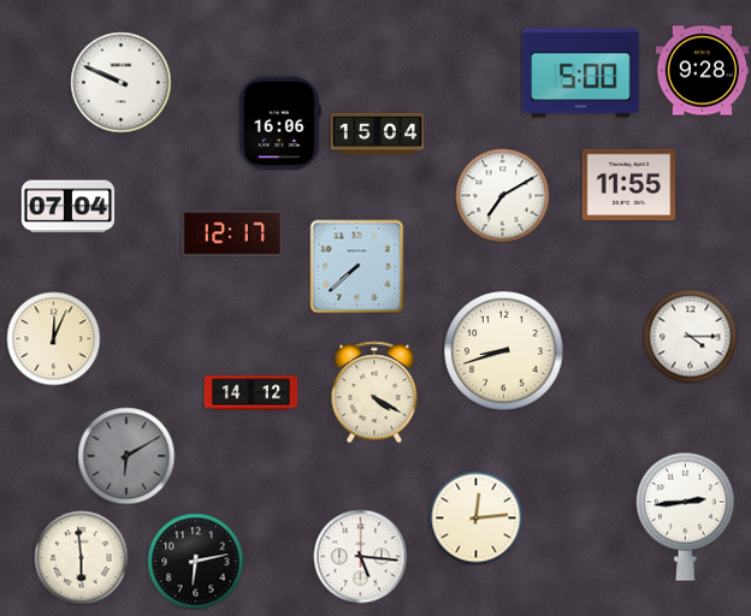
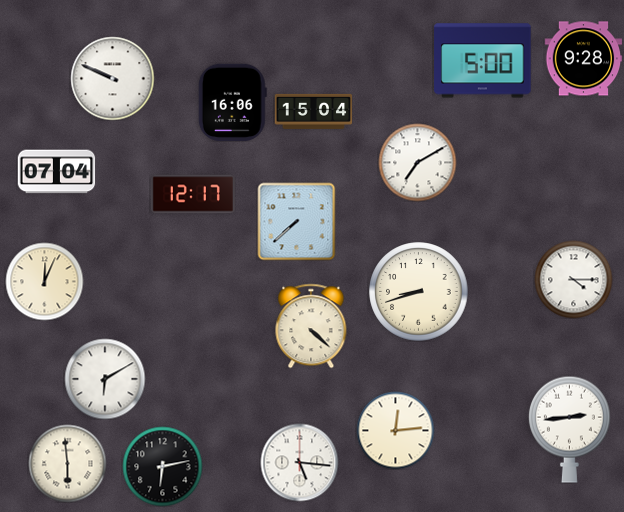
clock at (120, 82) position: (120, 82) -> (112, 78)
clock at (628, 184): 11:55 -> none
clock at (374, 392): 4:20 -> 4:22
clock at (250, 393): 14:12 -> none
clock at (126, 456) dial: grey -> white
